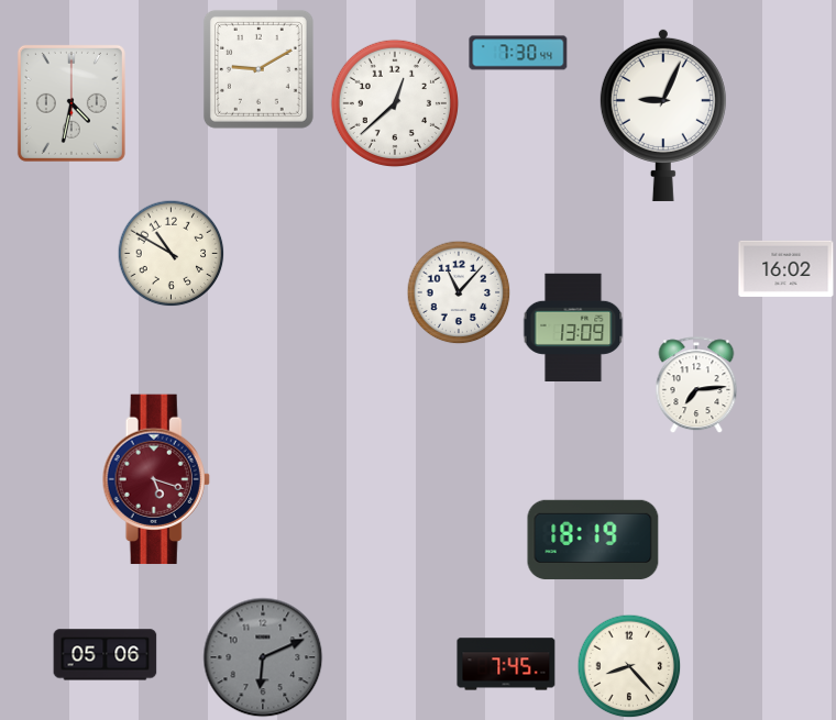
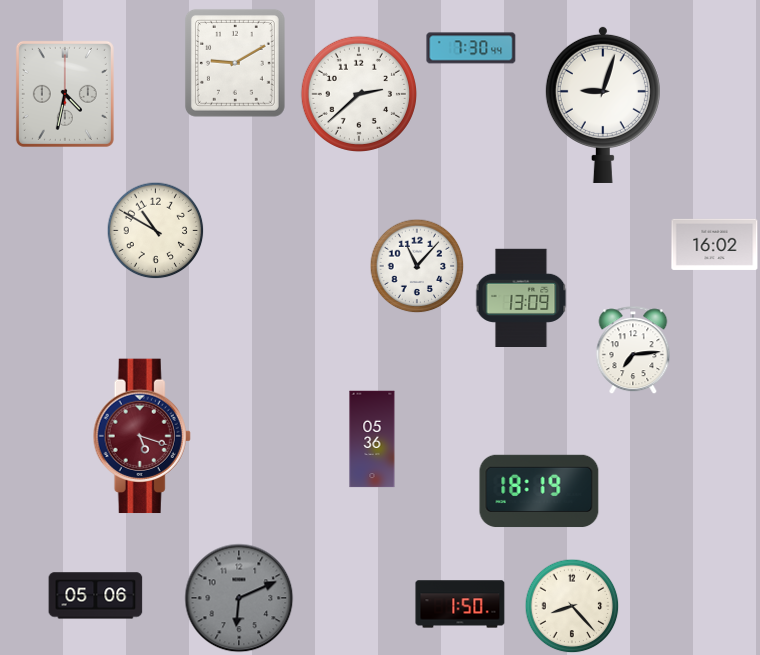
clock at (394, 102): 12:38 -> 2:38
clock at (663, 114): 9:04 -> 9:03
clock at (372, 439): none -> 05:36
clock at (506, 664): 7:45 -> 1:50
